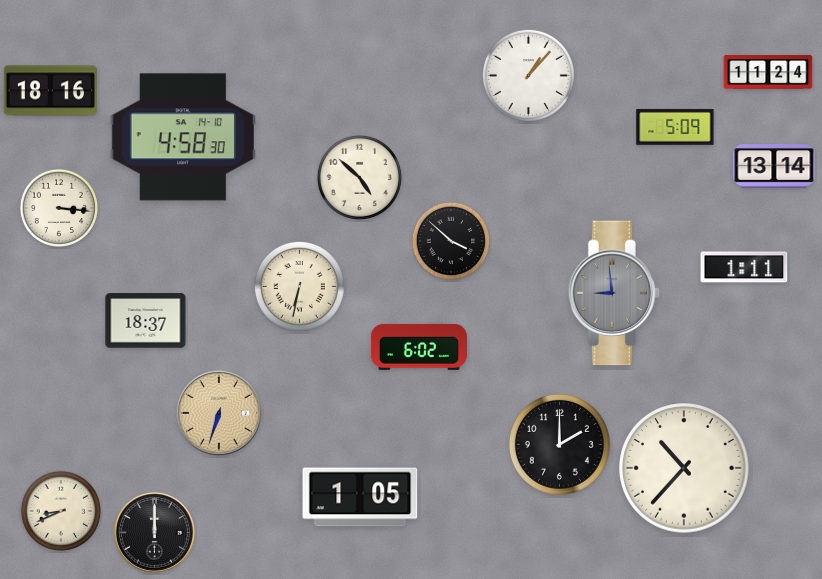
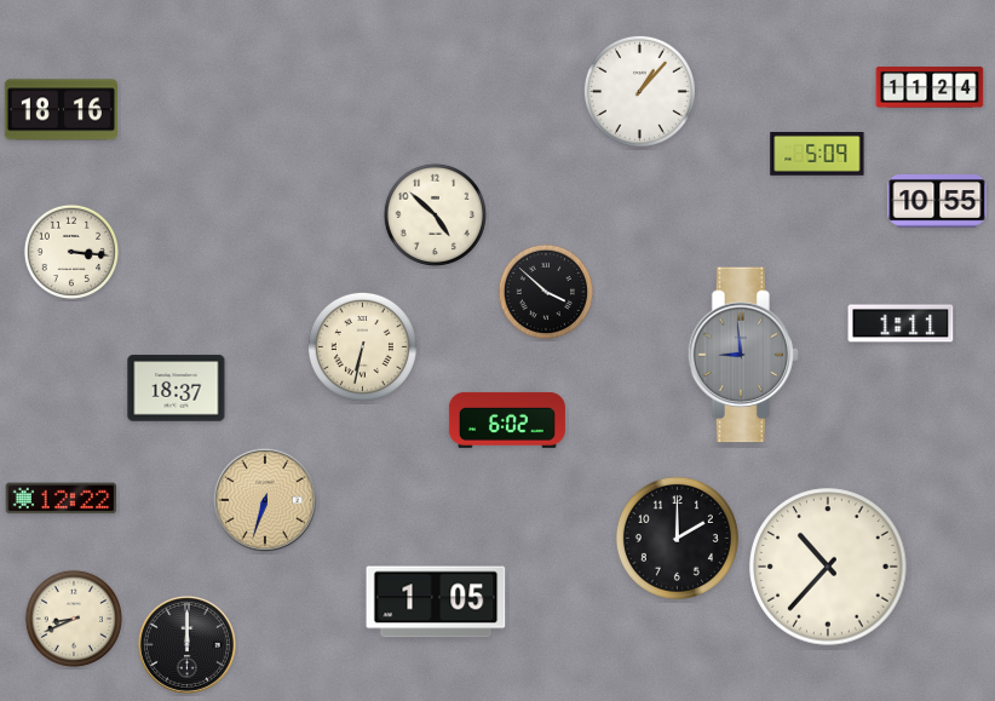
clock at (182, 137): 4:58 -> none
clock at (774, 167): 13:14 -> 10:55
clock at (62, 499): none -> 12:22
